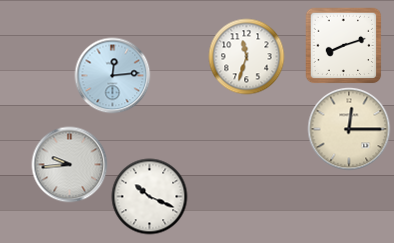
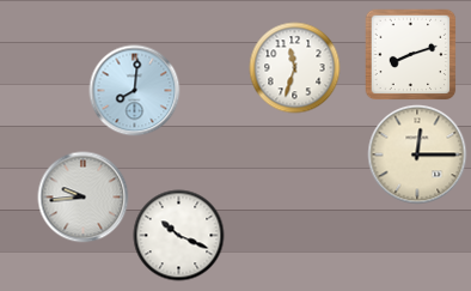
clock at (113, 76): 12:14 -> 8:01
